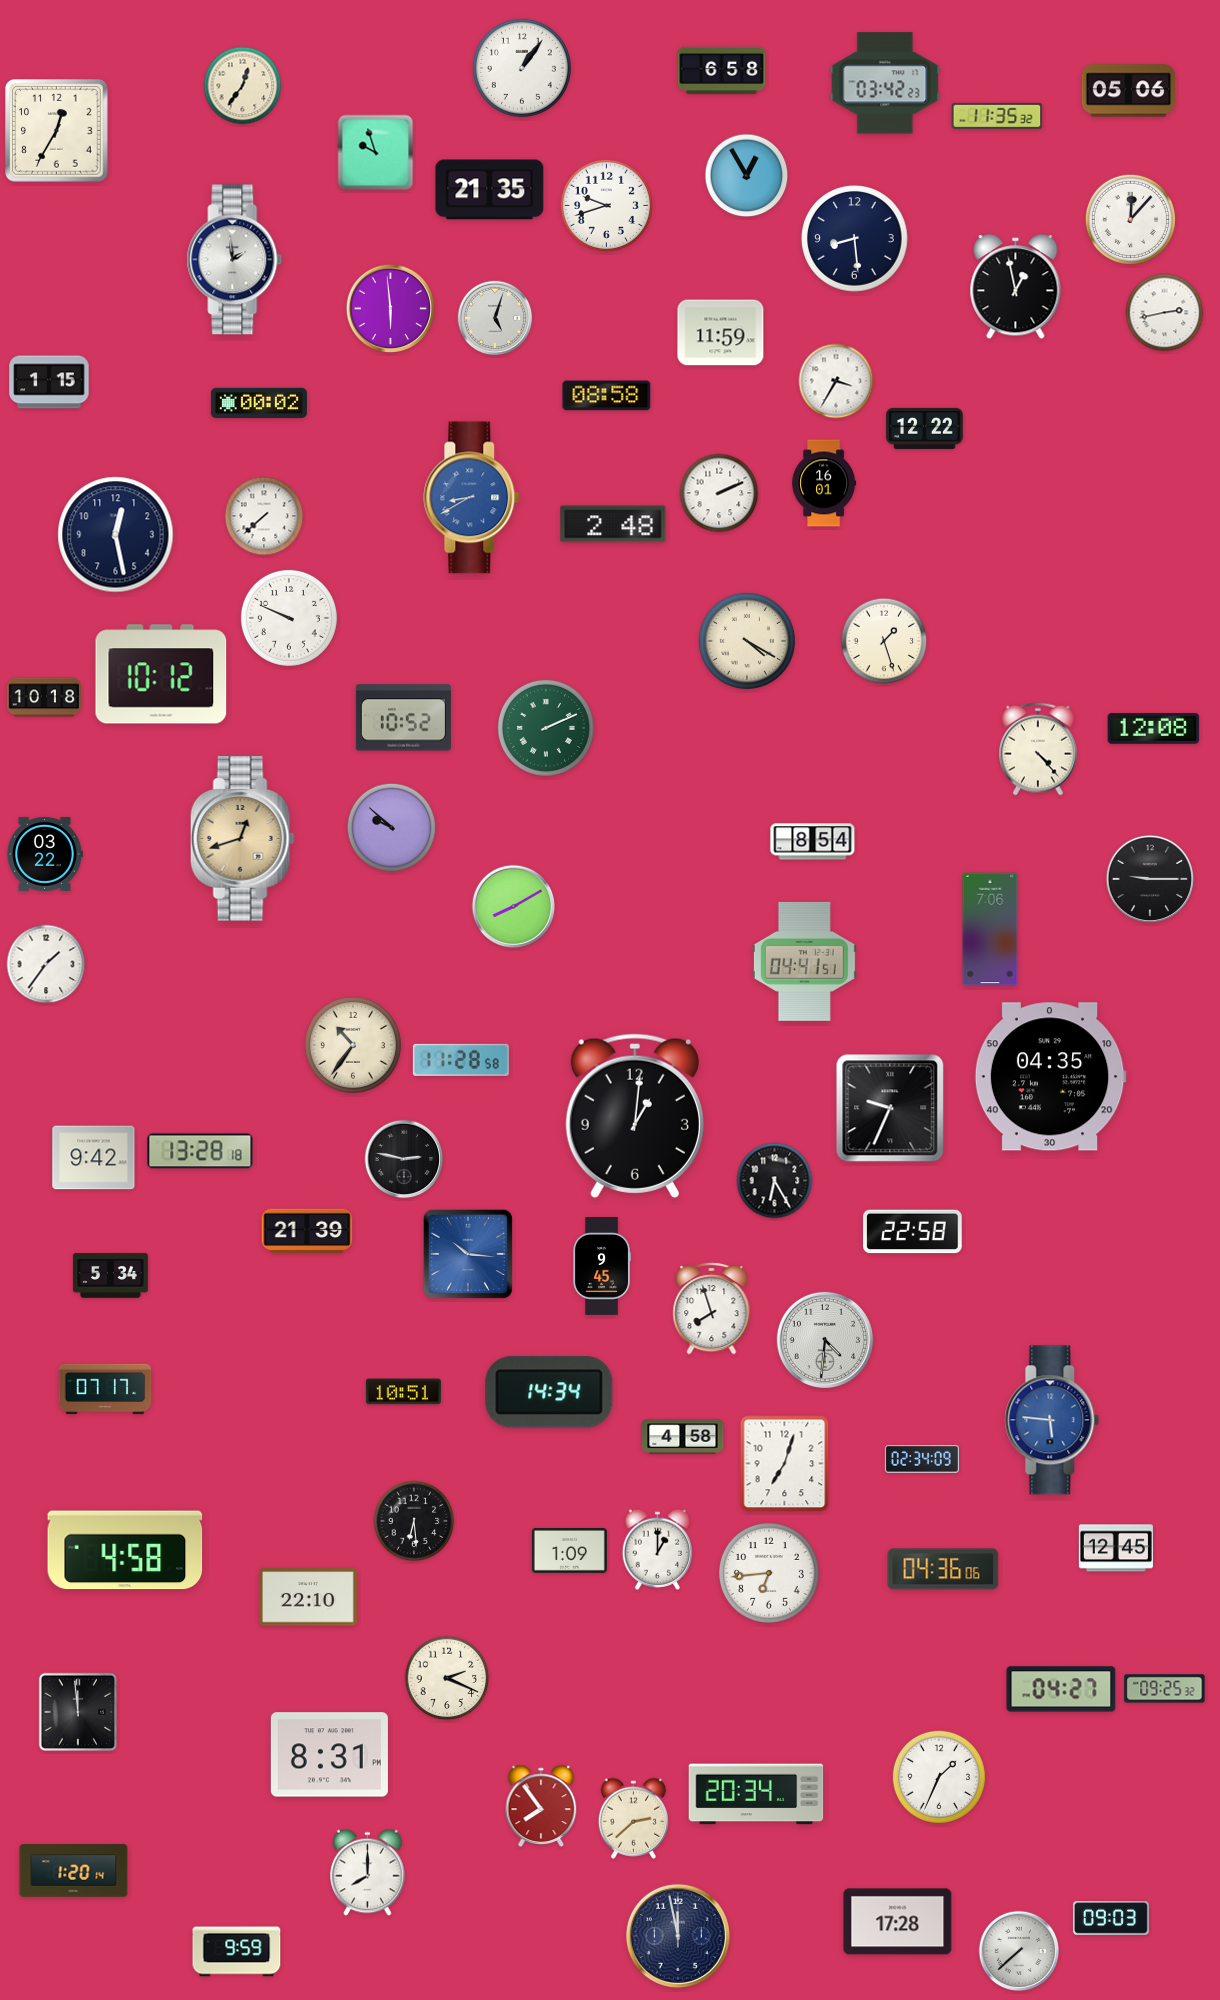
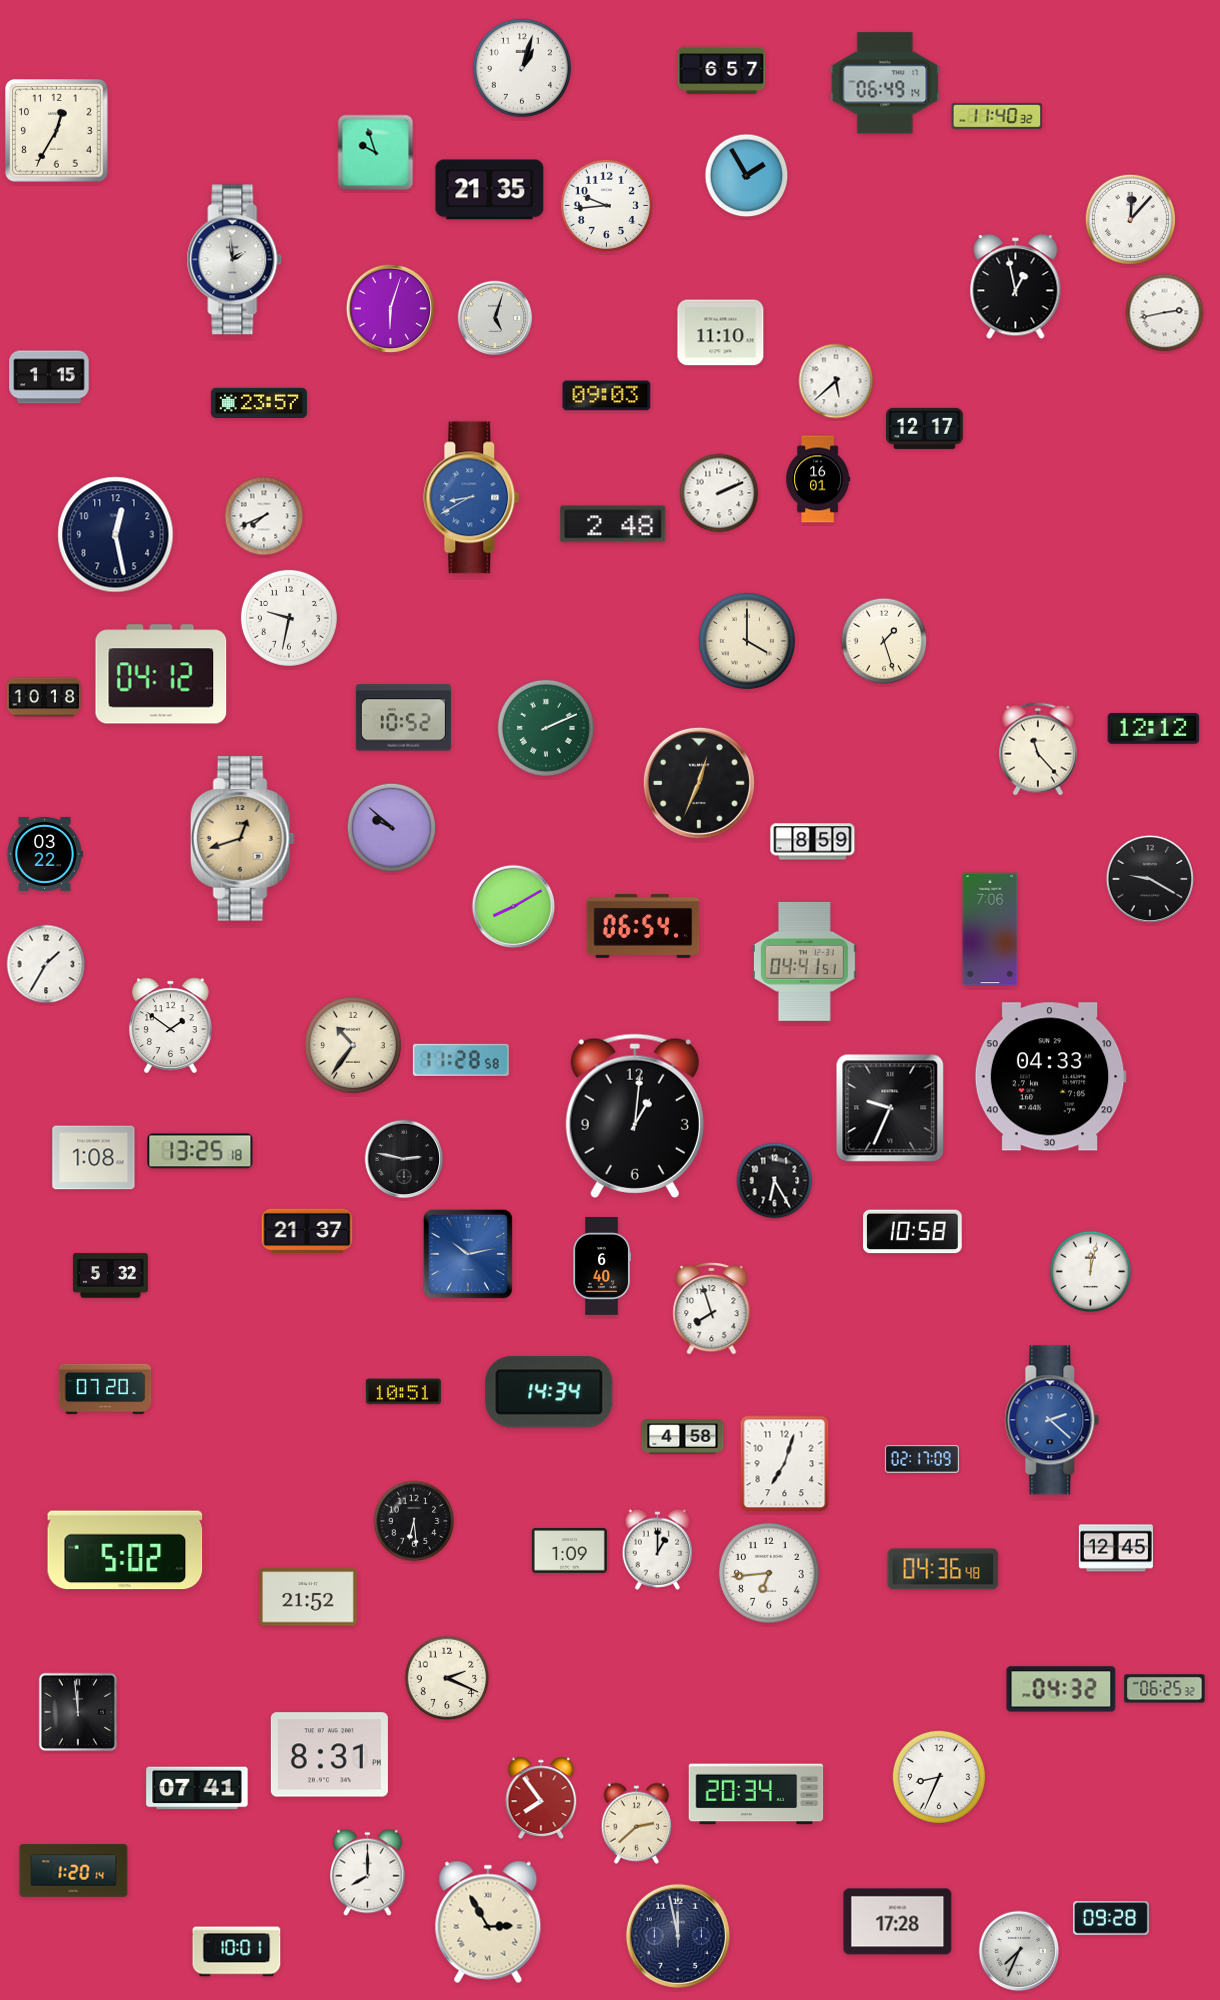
clock at (522, 68): 1:06 -> 1:03
clock at (722, 71): 6:58 -> 6:57
clock at (885, 83): 03:42 -> 06:49
clock at (243, 86): 12:36 -> none
clock at (1129, 91): 05:06 -> none
clock at (997, 116): 11:35 -> 11:40
clock at (747, 176): 12:55 -> 1:55
clock at (606, 205): 9:42 -> 9:44
clock at (855, 239): 8:29 -> none
clock at (390, 308): 5:59 -> 6:03
clock at (721, 333): 11:59 -> 11:10
clock at (836, 381): 3:35 -> 5:38
clock at (49, 382) position: (49, 382) -> (49, 377)
clock at (607, 396): 08:58 -> 09:03
clock at (259, 402): 00:02 -> 23:57
clock at (925, 428): 12:22 -> 12:17
clock at (824, 483) position: (824, 483) -> (818, 479)
clock at (264, 516): 7:38 -> 7:41
clock at (289, 618): 9:49 -> 9:32
clock at (747, 641): 4:20 -> 4:00
clock at (161, 674): 10:12 -> 04:12
clock at (1154, 728): 12:08 -> 12:12
clock at (1038, 749): 4:23 -> 11:23
clock at (699, 783): none -> 12:34
clock at (813, 842): 8:54 -> 8:59
clock at (1149, 878): 9:15 -> 9:20
clock at (643, 926): none -> 06:54
clock at (46, 964): 1:36 -> 1:35
clock at (171, 1026): none -> 1:51
clock at (1050, 1077): 04:35 -> 04:33
clock at (200, 1151): 13:28 -> 13:25
clock at (94, 1158): 9:42 -> 1:08
clock at (307, 1231): 21:39 -> 21:37
clock at (913, 1232): 22:58 -> 10:58
clock at (468, 1254): 10:16 -> 10:13
clock at (602, 1266): 9:45 -> 6:40
clock at (1091, 1272): none -> 12:02
clock at (110, 1276): 5:34 -> 5:32
clock at (825, 1340): 4:31 -> none
clock at (105, 1389): 07:17 -> 07:20
clock at (1052, 1420): 5:46 -> 2:22
clock at (922, 1459): 02:34 -> 02:17
clock at (125, 1550): 4:58 -> 5:02
clock at (943, 1569): 04:36:06 -> 04:36:48
clock at (308, 1597): 22:10 -> 21:52
clock at (1061, 1689): 04:27 -> 04:32
clock at (1165, 1689): 09:25 -> 06:25
clock at (939, 1777): 1:34 -> 8:34
clock at (197, 1788): none -> 07:41
clock at (541, 1806) position: (541, 1806) -> (541, 1798)
clock at (634, 1818) position: (634, 1818) -> (637, 1823)
clock at (1111, 1919): 09:03 -> 09:28
clock at (488, 1922): none -> 2:55
clock at (1019, 1951): 7:38 -> 7:34
clock at (237, 1952): 9:59 -> 10:01
